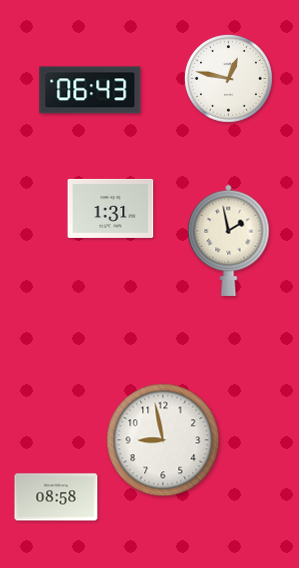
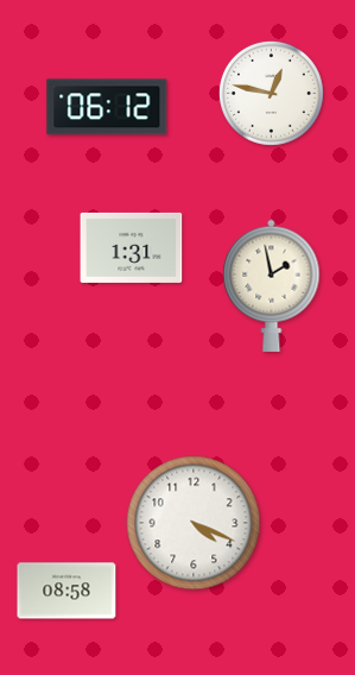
clock at (90, 90): 06:43 -> 06:12
clock at (163, 440): 8:58 -> 4:19
